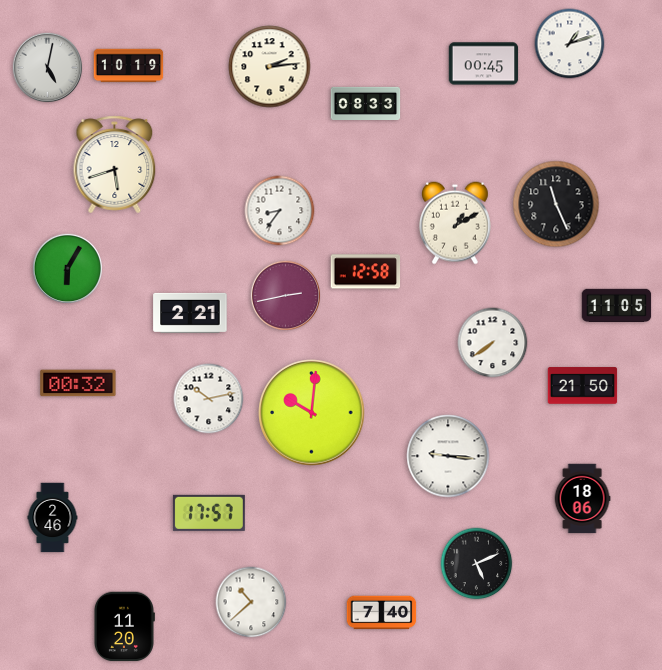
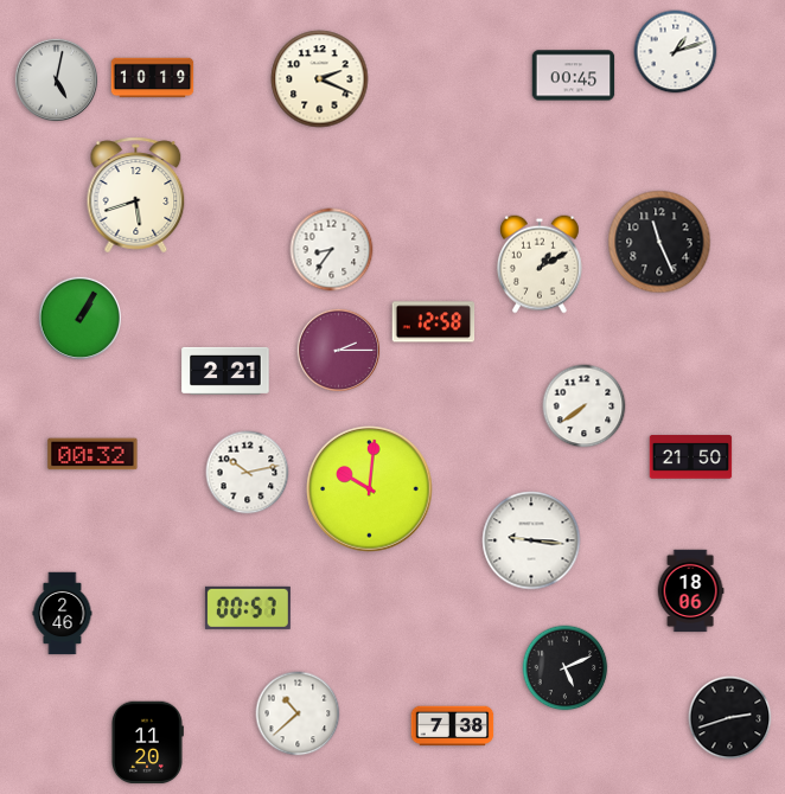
clock at (270, 67): 2:14 -> 2:19
clock at (366, 103): 08:33 -> none
clock at (67, 268): 6:05 -> 1:05
clock at (285, 295): 2:43 -> 2:15
clock at (617, 305): 11:05 -> none
clock at (209, 513): 17:57 -> 00:57
clock at (730, 718): none -> 2:42
clock at (382, 613): 7:40 -> 7:38
